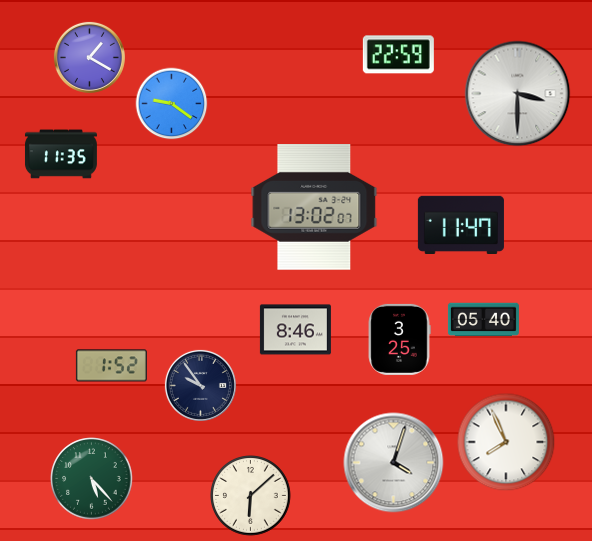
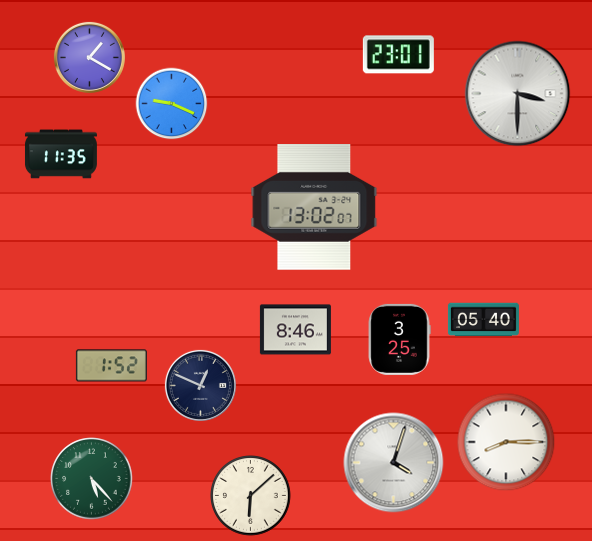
clock at (398, 55): 22:59 -> 23:01
clock at (172, 104): 9:21 -> 9:19
clock at (461, 224): 11:47 -> none
clock at (200, 385): 9:54 -> 12:49
clock at (506, 442): 7:56 -> 8:15
